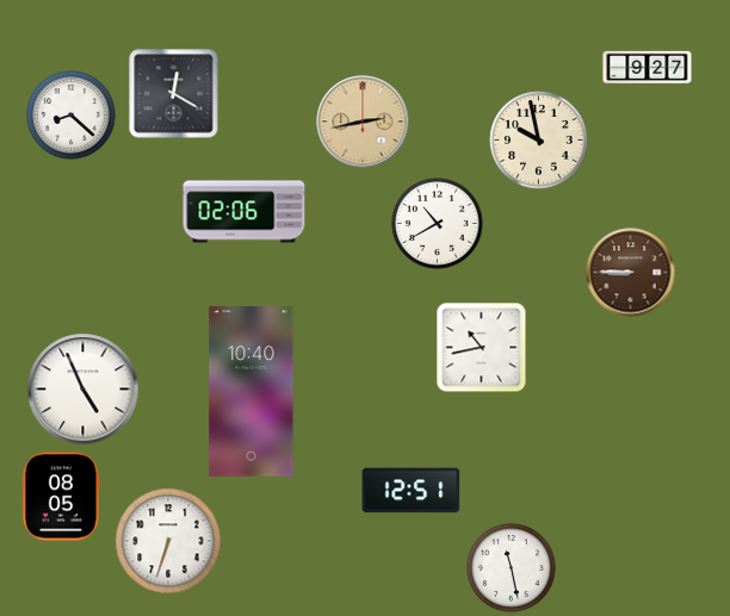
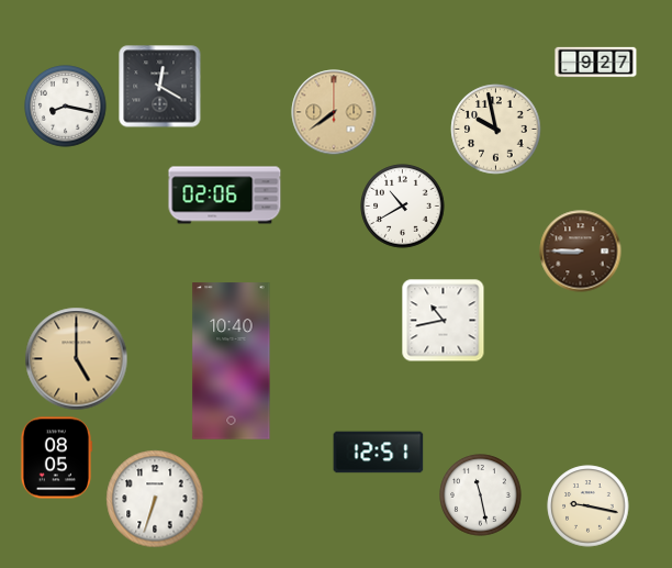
clock at (72, 116): 8:22 -> 8:17
clock at (363, 122): 2:43 -> 7:39
clock at (83, 390): 4:56 -> 5:00
clock at (83, 390) dial: white -> champagne
clock at (589, 506): none -> 9:17
clock at (512, 568) position: (512, 568) -> (481, 495)
